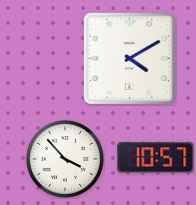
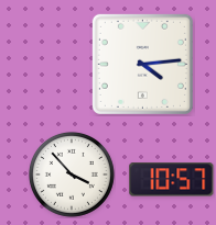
clock at (129, 58): 4:10 -> 4:14
clock at (156, 158) position: (156, 158) -> (172, 180)
